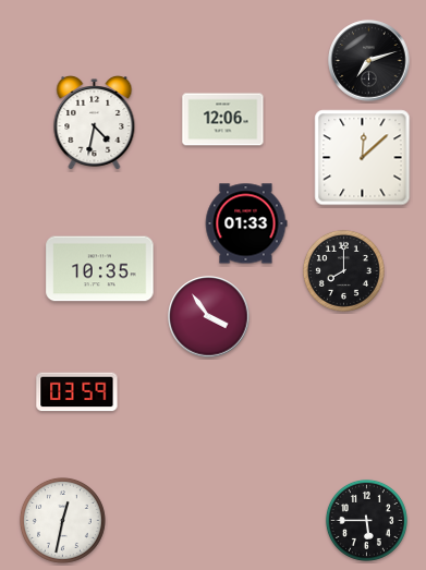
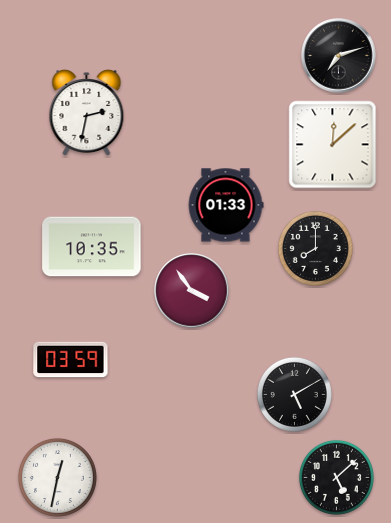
clock at (223, 120): 12:06 -> none
clock at (95, 123): 4:32 -> 2:32
clock at (294, 394): none -> 5:10
clock at (366, 520): 5:45 -> 5:08
